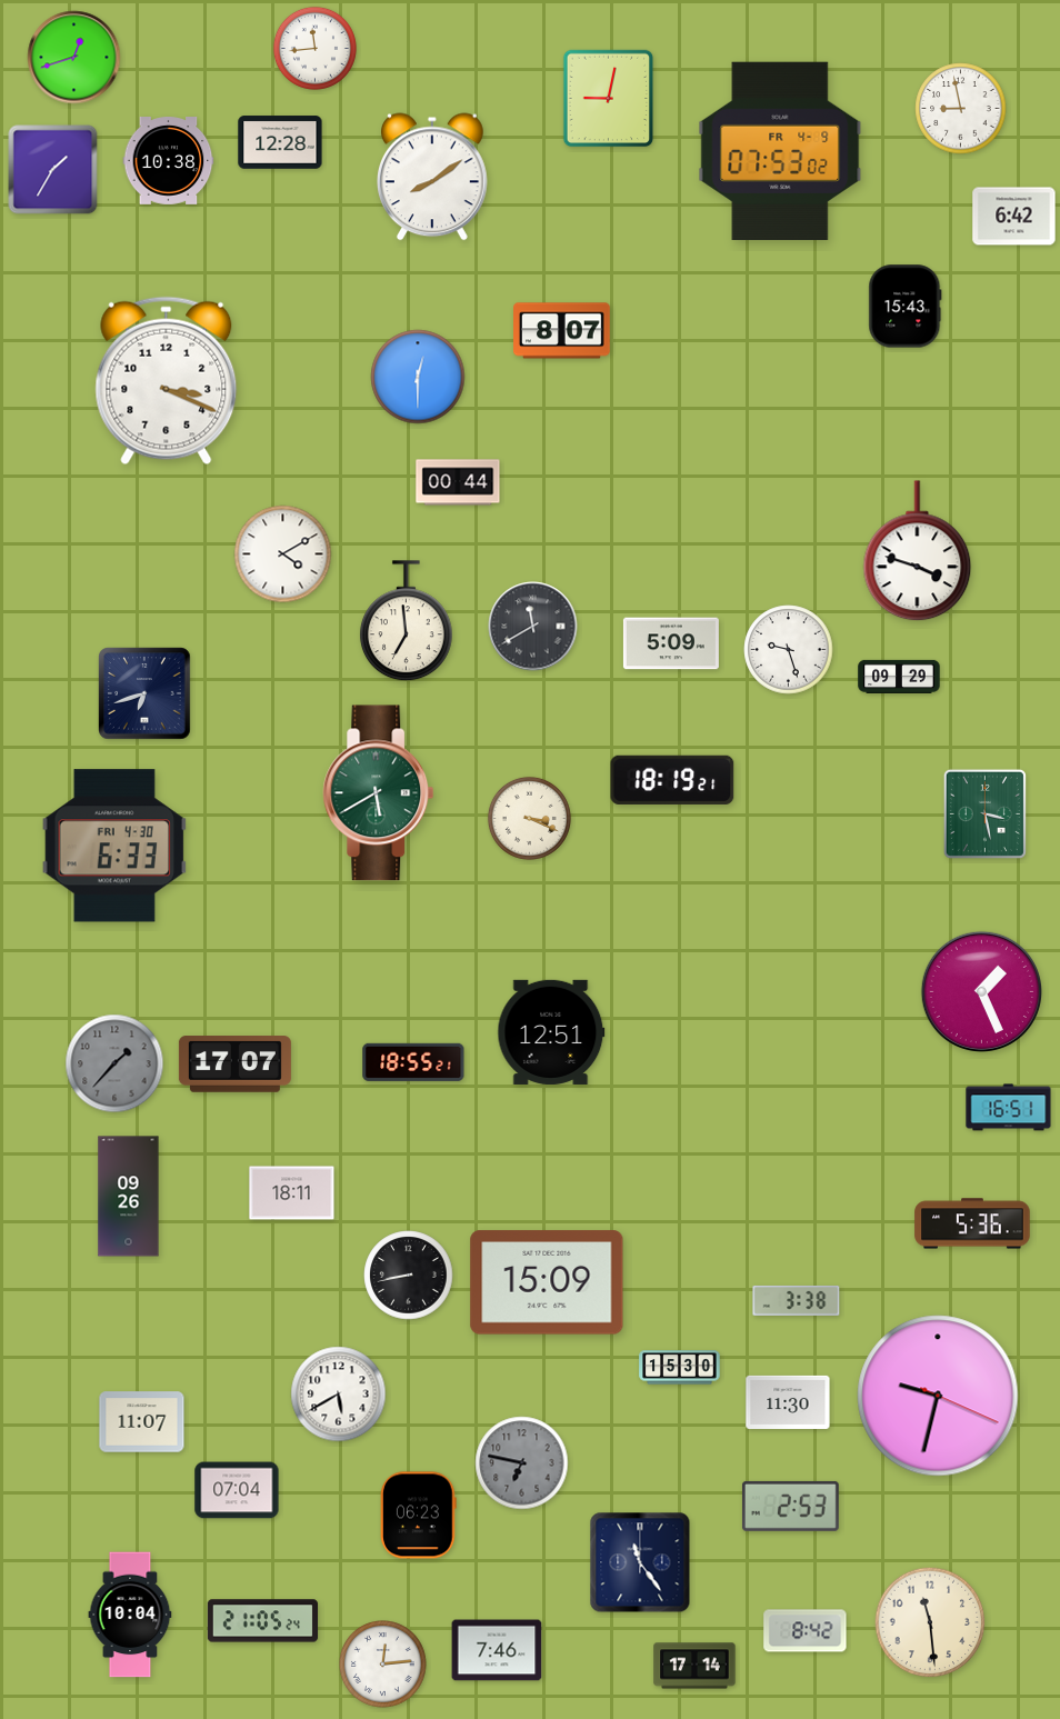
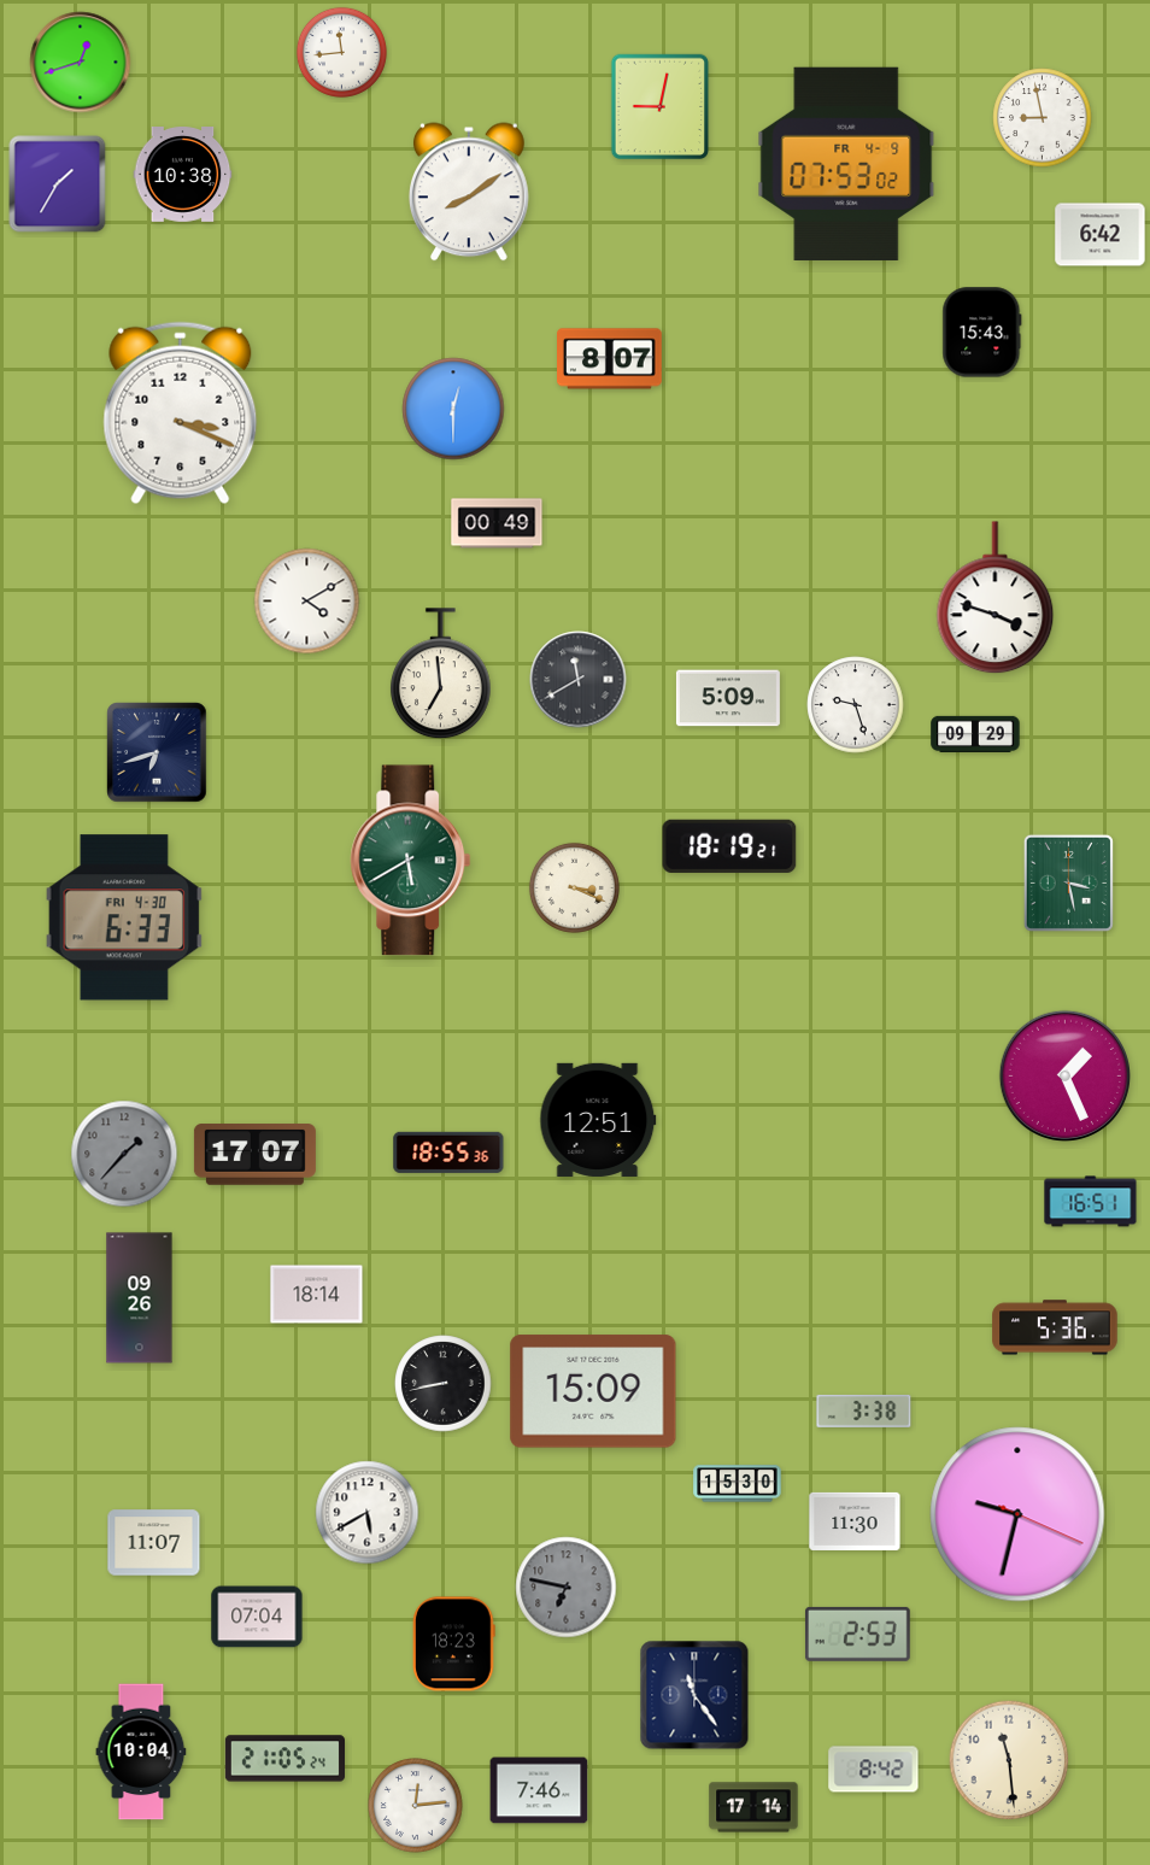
clock at (280, 142): 12:28 -> none
clock at (458, 482): 00:44 -> 00:49
clock at (413, 1062): 18:55:21 -> 18:55:36
clock at (1009, 1108) position: (1009, 1108) -> (1091, 1202)
clock at (292, 1193): 18:11 -> 18:14
clock at (419, 1516): 06:23 -> 18:23
